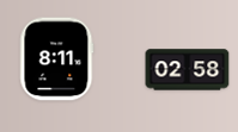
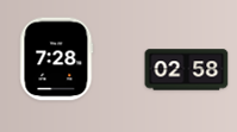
clock at (57, 59): 8:11 -> 7:28
